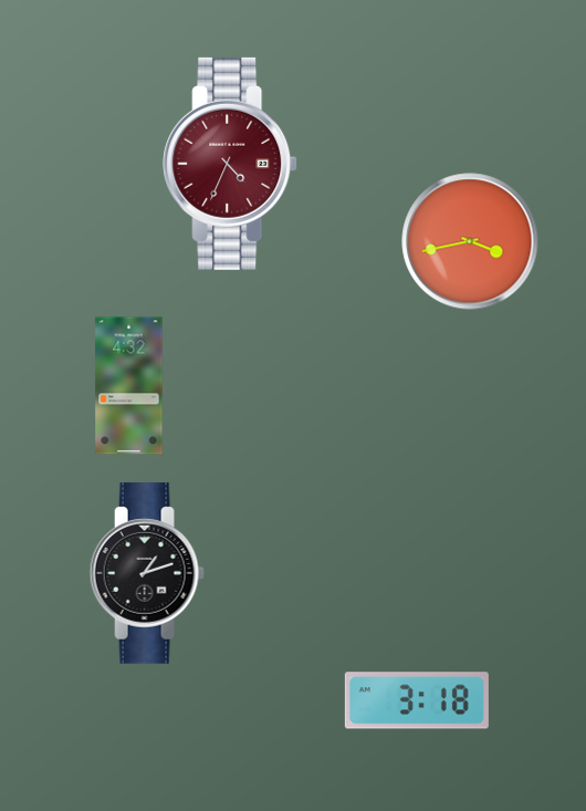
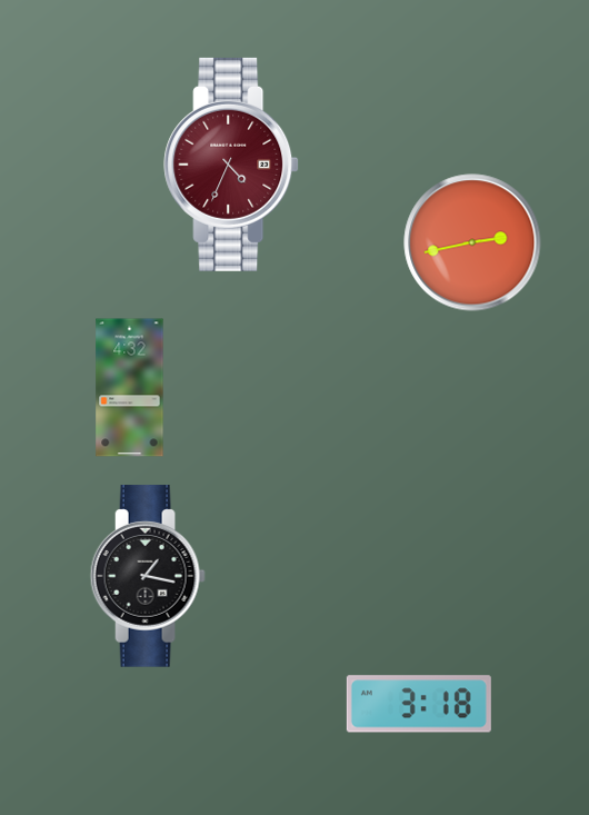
clock at (470, 241): 3:43 -> 2:43
clock at (147, 573): 1:12 -> 1:17
